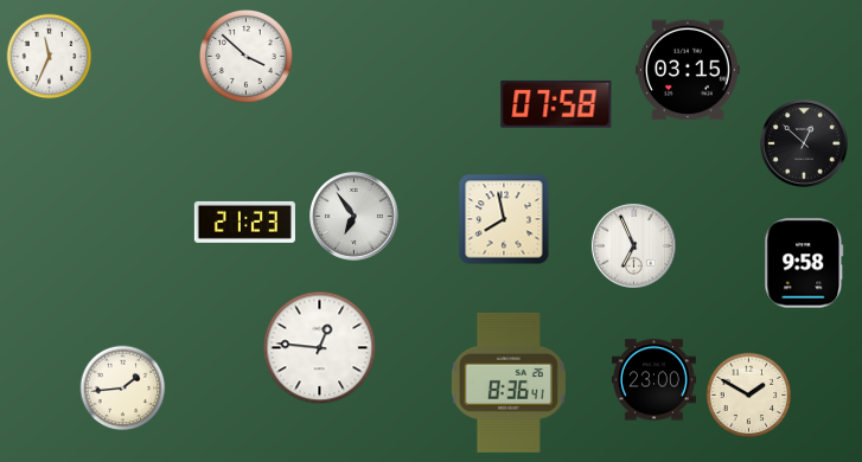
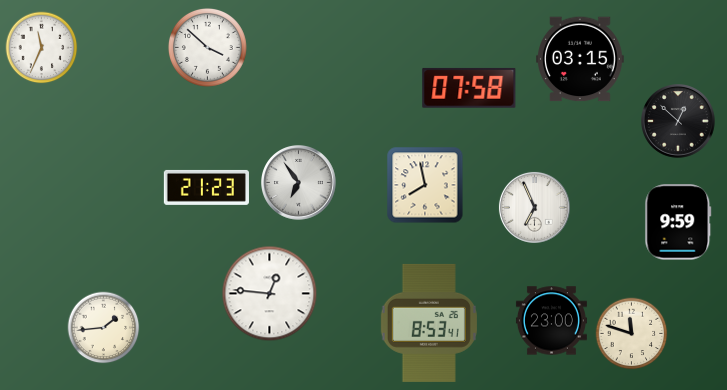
clock at (804, 263): 9:58 -> 9:59
clock at (509, 383): 8:36 -> 8:53
clock at (749, 396): 1:50 -> 11:48
